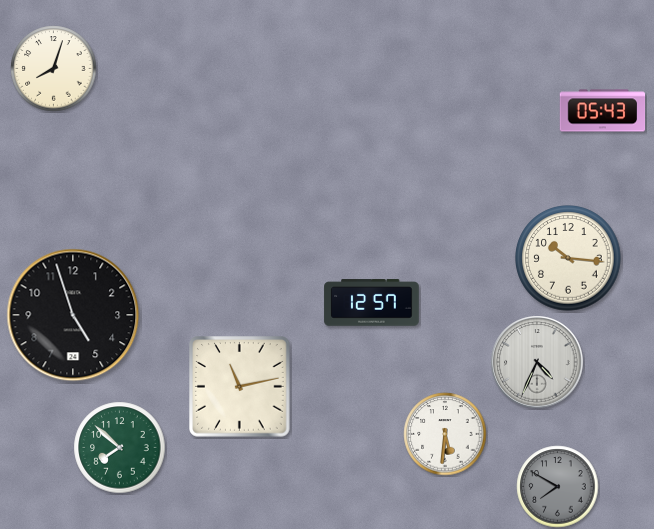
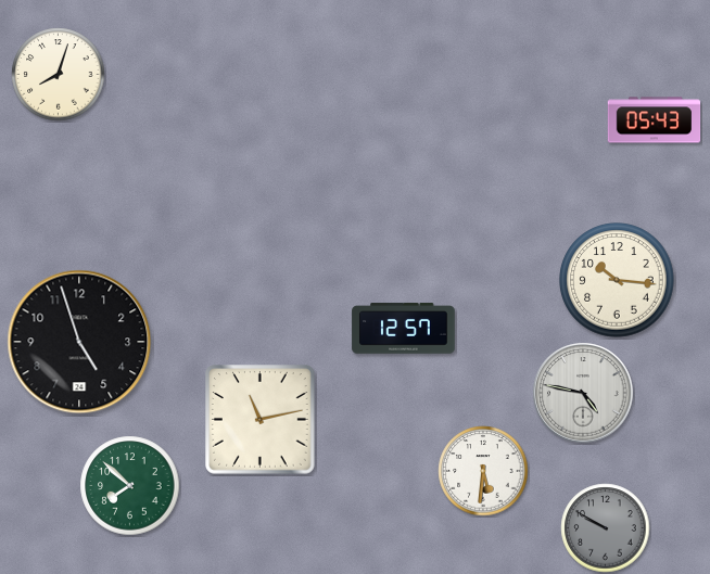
clock at (537, 362): 4:34 -> 4:47
clock at (558, 487): 7:50 -> 9:50
